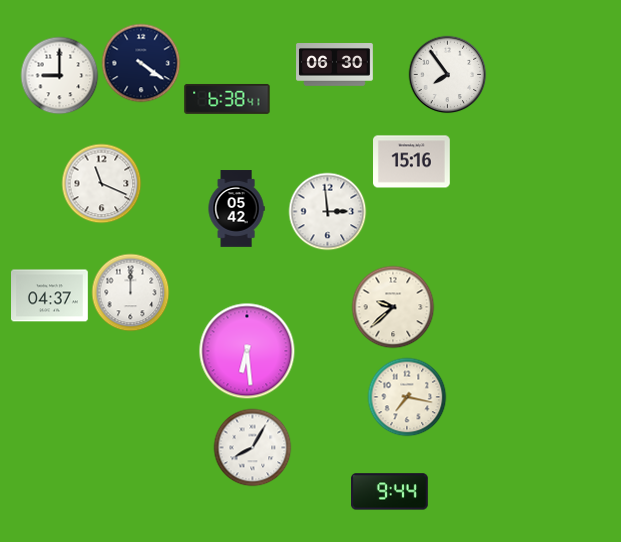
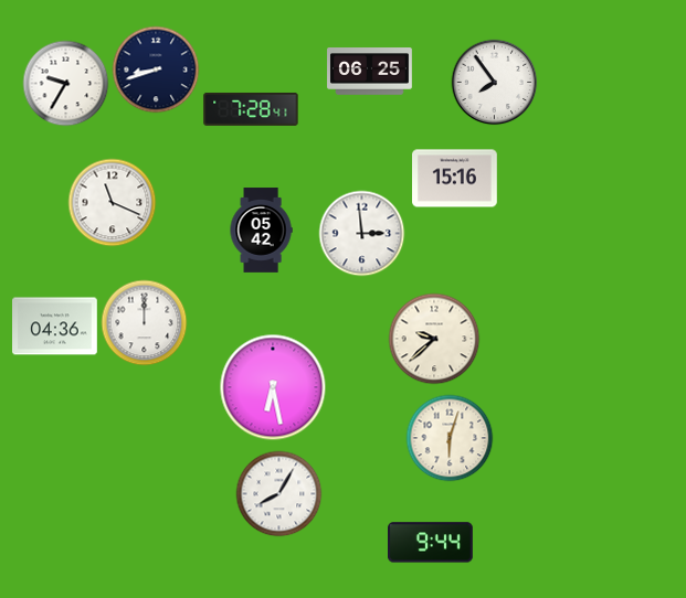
clock at (141, 63): 4:21 -> 8:42
clock at (335, 65): 06:30 -> 06:25
clock at (59, 75): 9:00 -> 9:35
clock at (227, 99): 6:38 -> 7:28
clock at (50, 296): 04:37 -> 04:36
clock at (247, 351): 6:29 -> 6:28
clock at (407, 397): 7:17 -> 6:03
